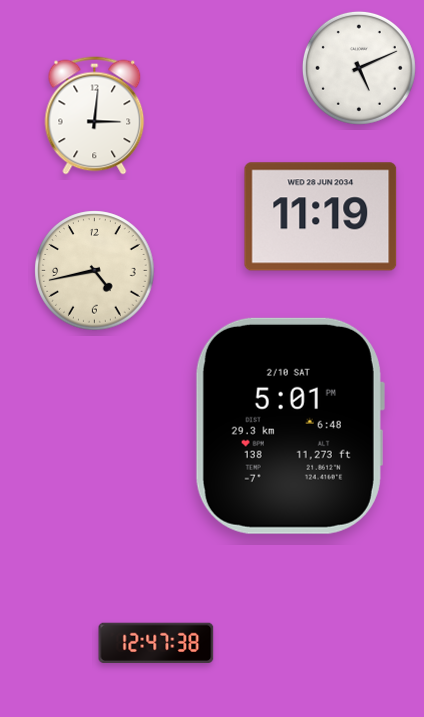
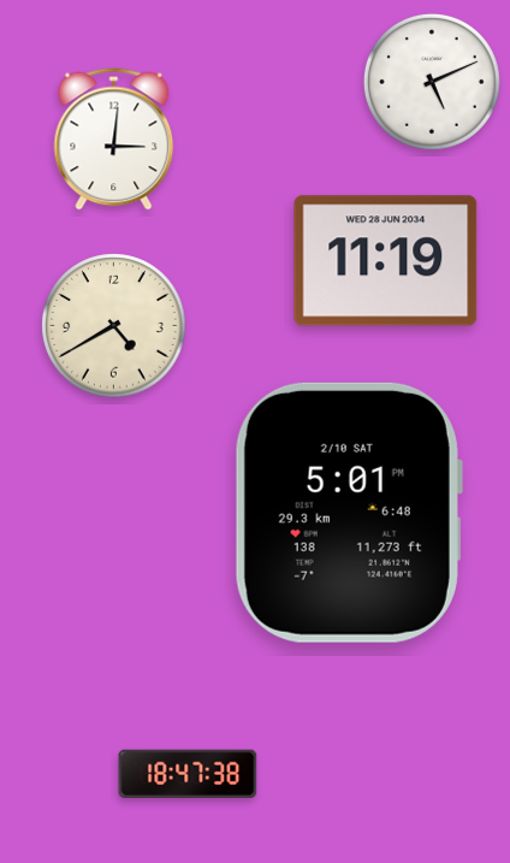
clock at (95, 271): 4:43 -> 4:40
clock at (156, 643): 12:47 -> 18:47
